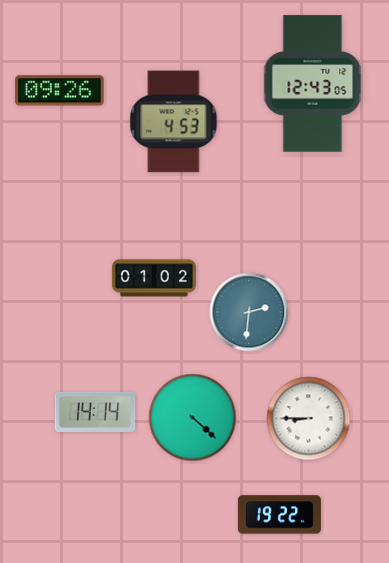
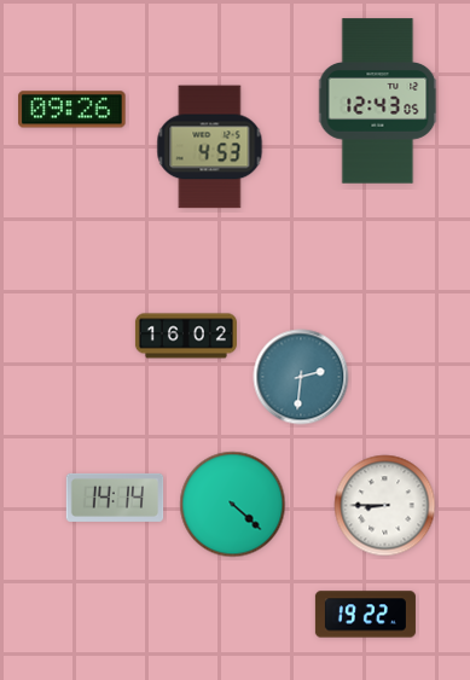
clock at (154, 278): 01:02 -> 16:02
clock at (309, 419) position: (309, 419) -> (385, 506)
clock at (279, 515) position: (279, 515) -> (365, 615)
